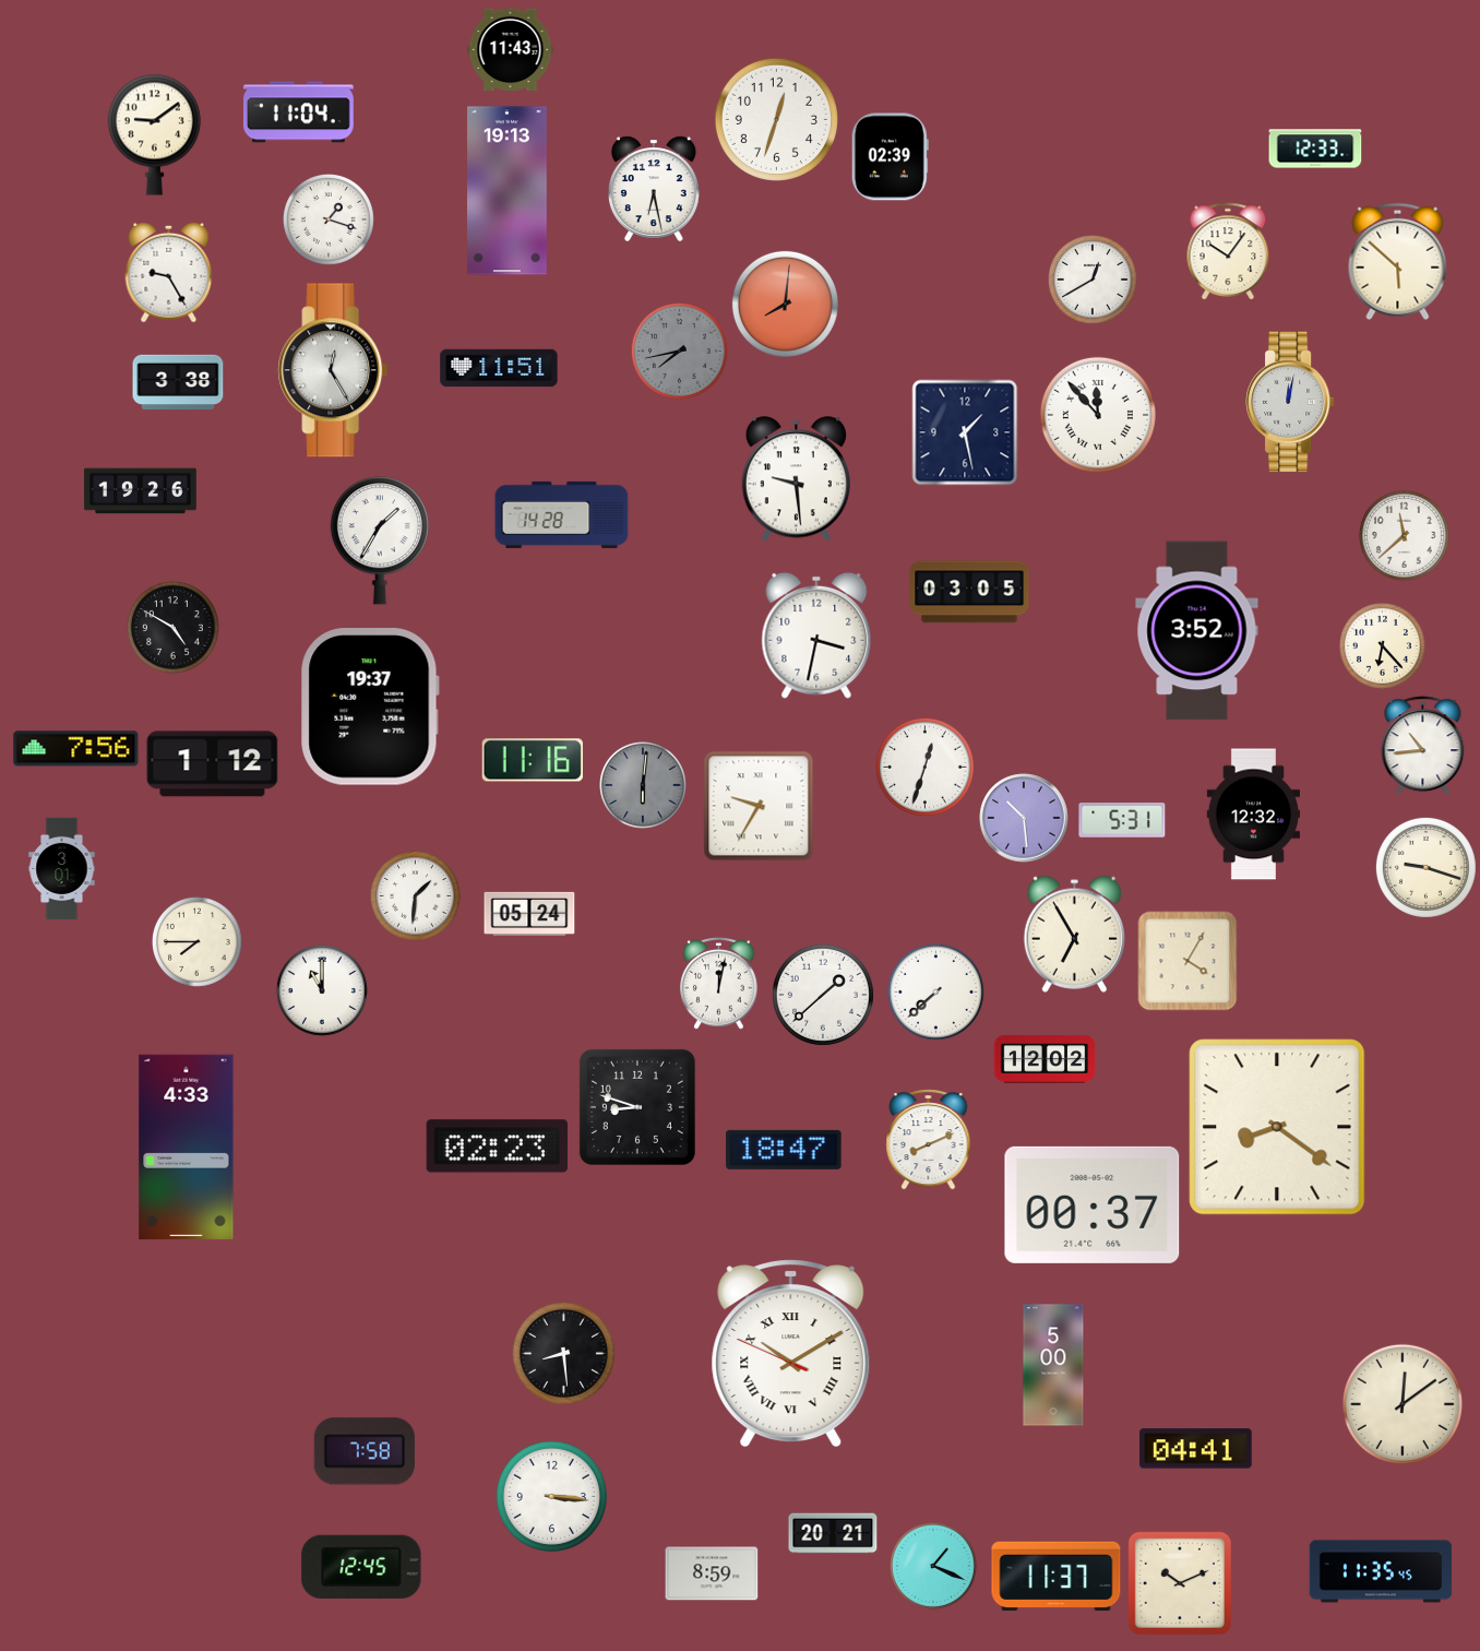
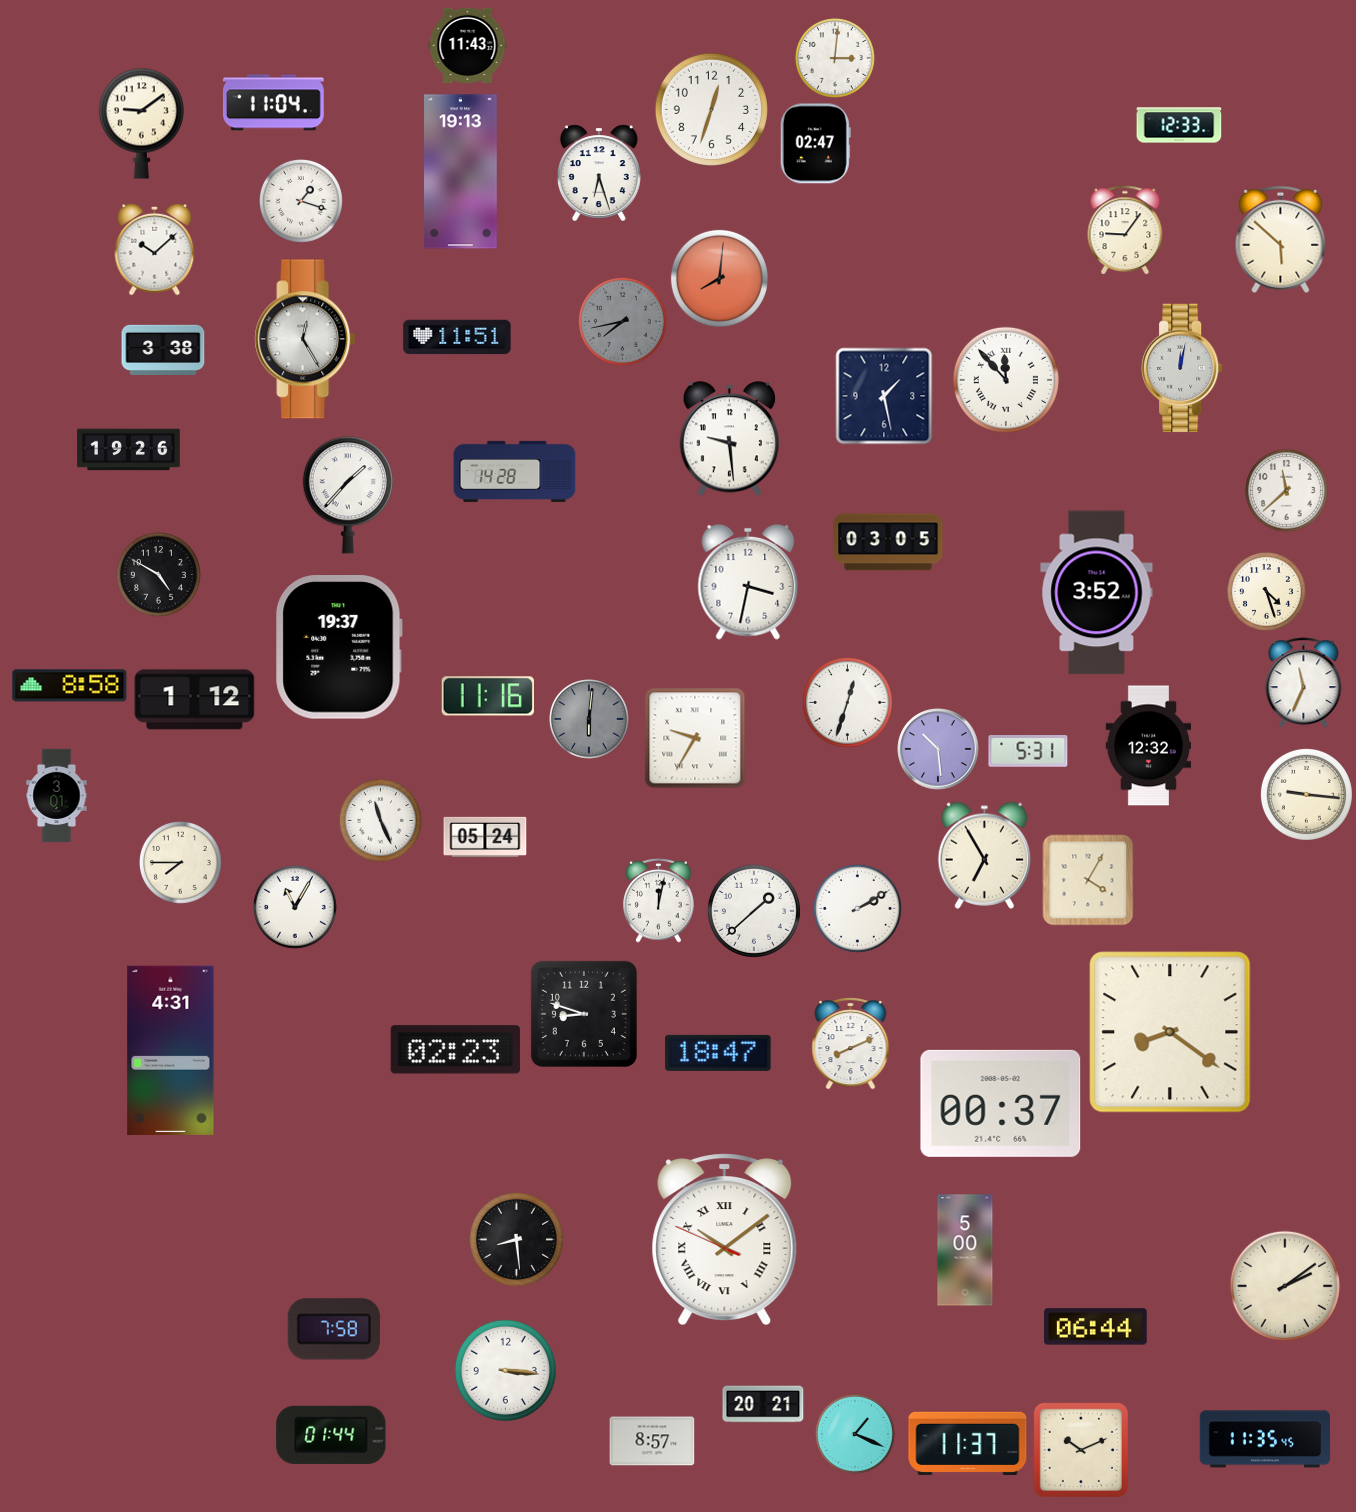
clock at (836, 59): none -> 3:01
clock at (1315, 149) position: (1315, 149) -> (1179, 125)
clock at (890, 157): 02:39 -> 02:47
clock at (654, 189): 6:28 -> 6:27
clock at (508, 191) position: (508, 191) -> (461, 172)
clock at (1228, 251): 10:06 -> 9:06
clock at (169, 272): 9:25 -> 10:08
clock at (1094, 281): 12:40 -> none
clock at (380, 541): 1:35 -> 1:37
clock at (1197, 631) position: (1197, 631) -> (1097, 593)
clock at (1383, 646): 6:23 -> 4:27
clock at (1423, 746): 10:44 -> 11:34
clock at (76, 749): 7:56 -> 8:58
clock at (1425, 867): 9:18 -> 9:16
clock at (415, 895): 1:31 -> 11:26
clock at (322, 990): 11:00 -> 11:05
clock at (935, 991): 7:38 -> 2:10
clock at (1045, 1059): 12:02 -> none
clock at (187, 1147): 4:33 -> 4:31
clock at (791, 1354): 10:09 -> 10:08
clock at (1403, 1404): 12:09 -> 2:09
clock at (1196, 1449): 04:41 -> 06:44
clock at (361, 1567): 12:45 -> 01:44
clock at (712, 1573): 8:59 -> 8:57
